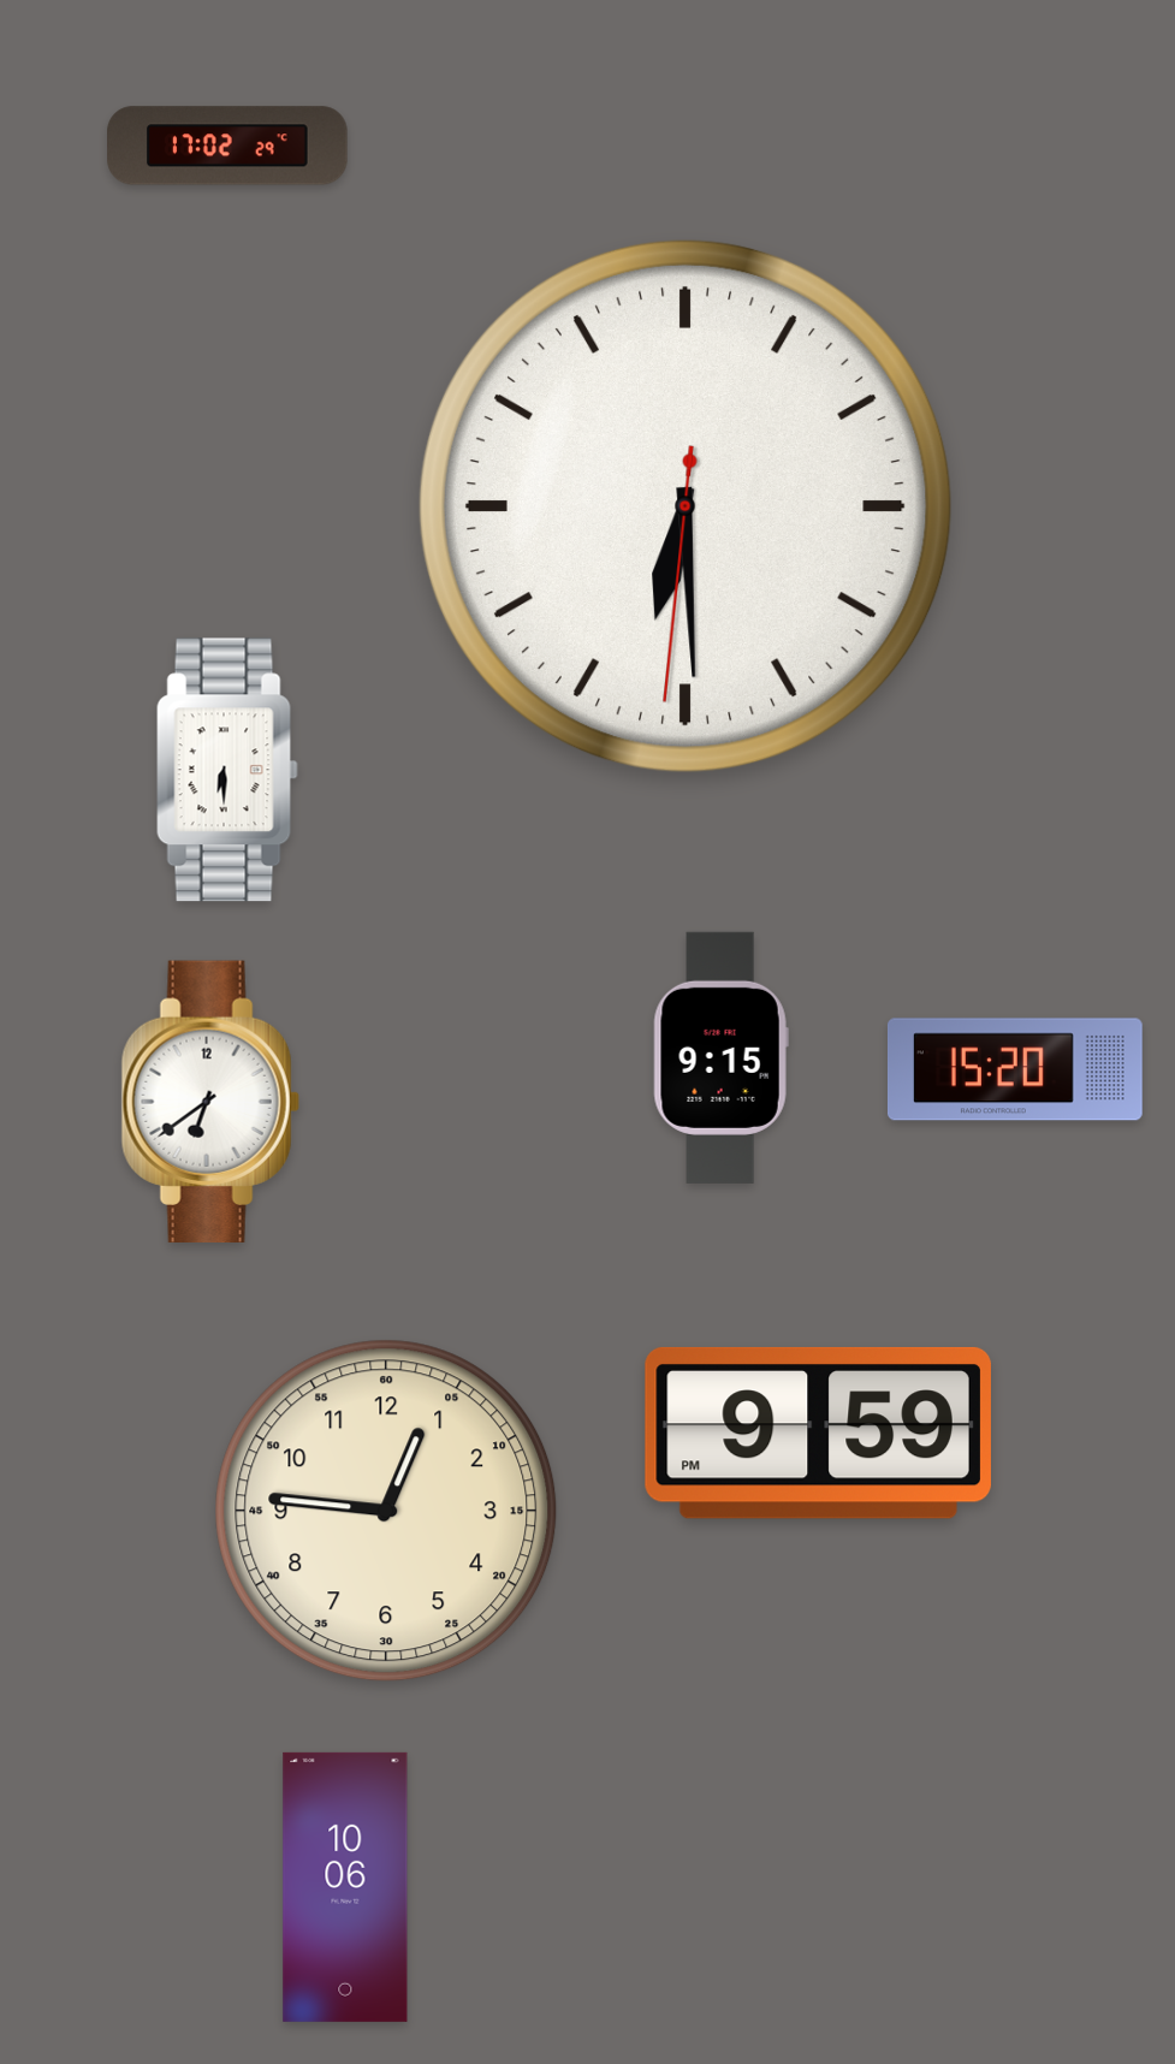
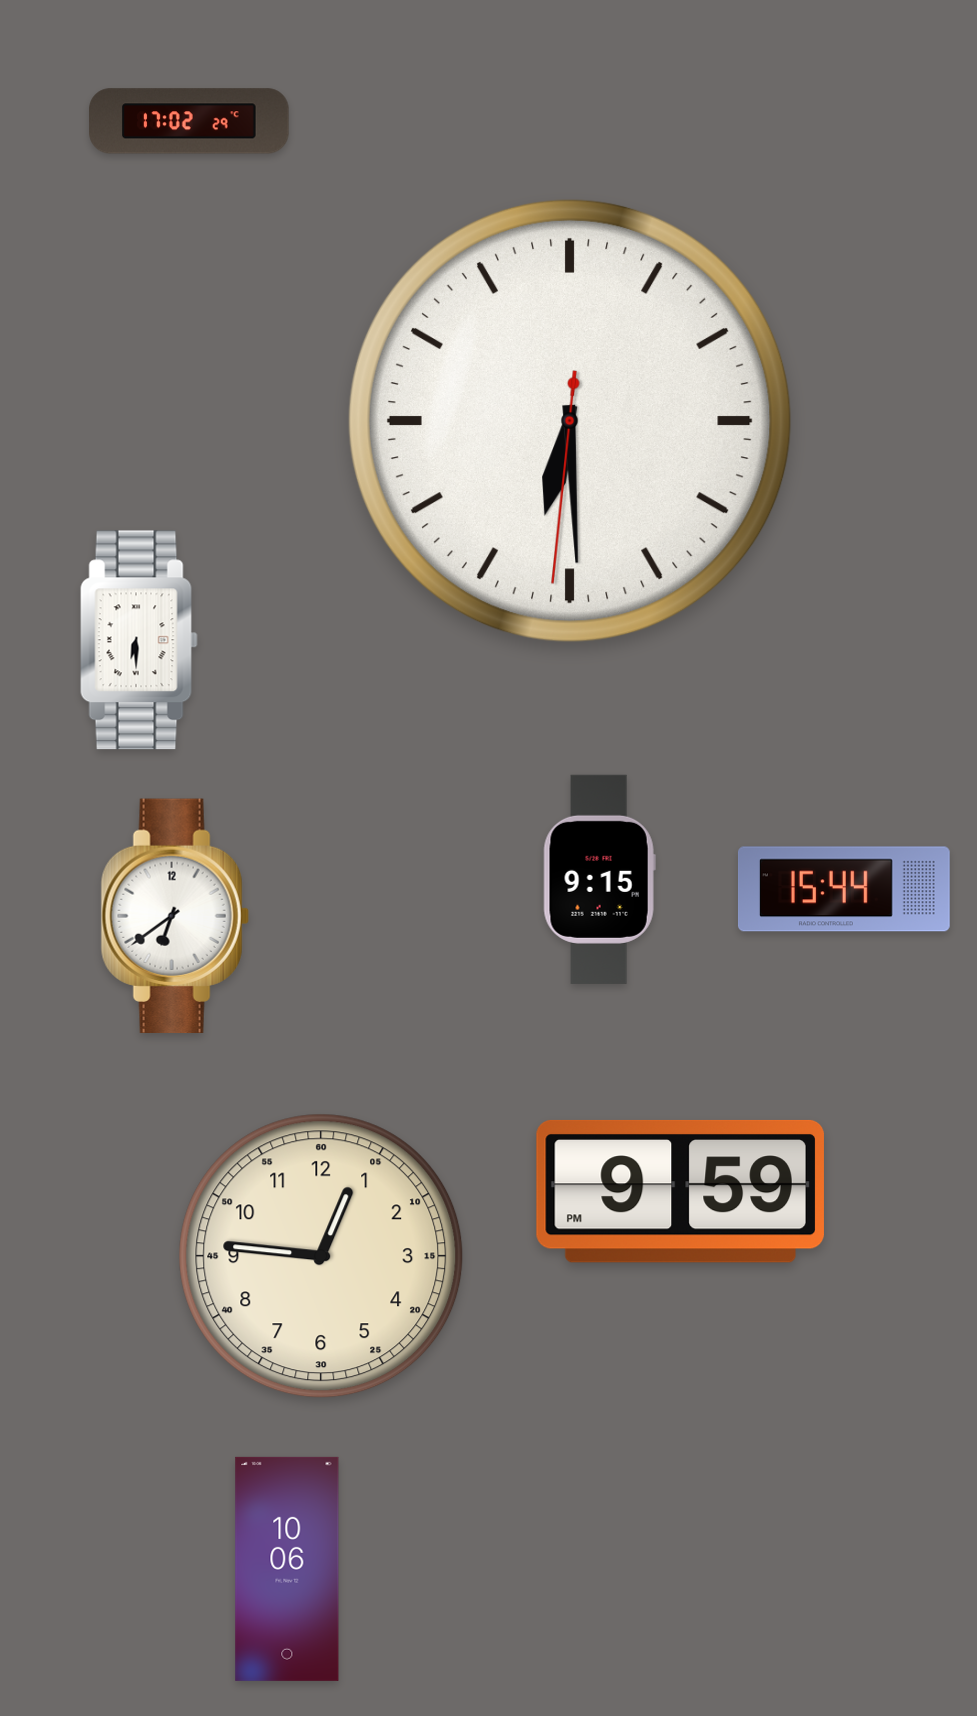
clock at (227, 770) position: (227, 770) -> (139, 640)
clock at (1015, 1069): 15:20 -> 15:44
